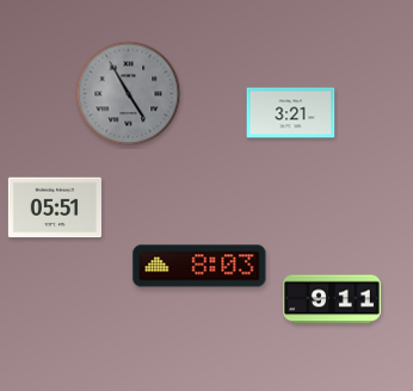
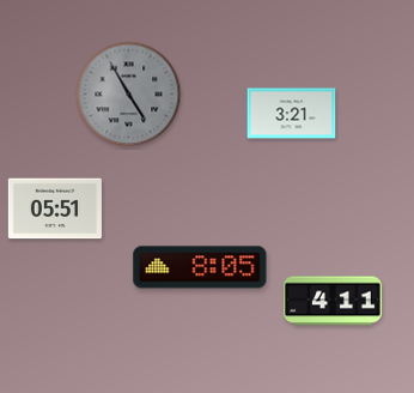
clock at (199, 266): 8:03 -> 8:05
clock at (332, 299): 9:11 -> 4:11
